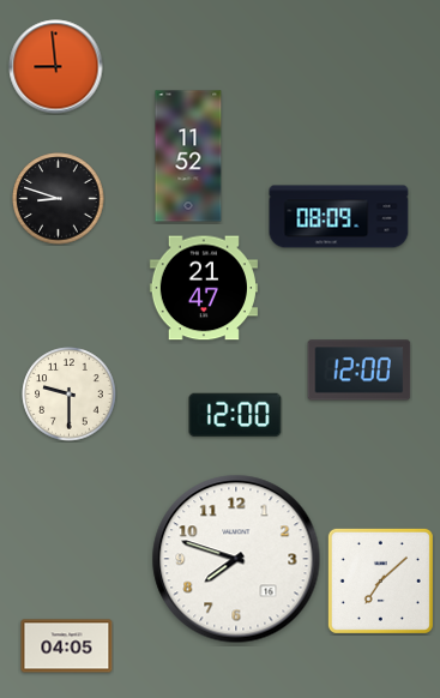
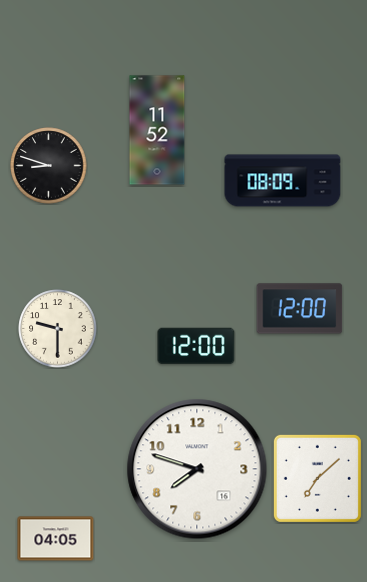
clock at (56, 67): 8:59 -> none
clock at (204, 288): 21:47 -> none
clock at (236, 559) position: (236, 559) -> (197, 469)
clock at (380, 580) position: (380, 580) -> (317, 478)
